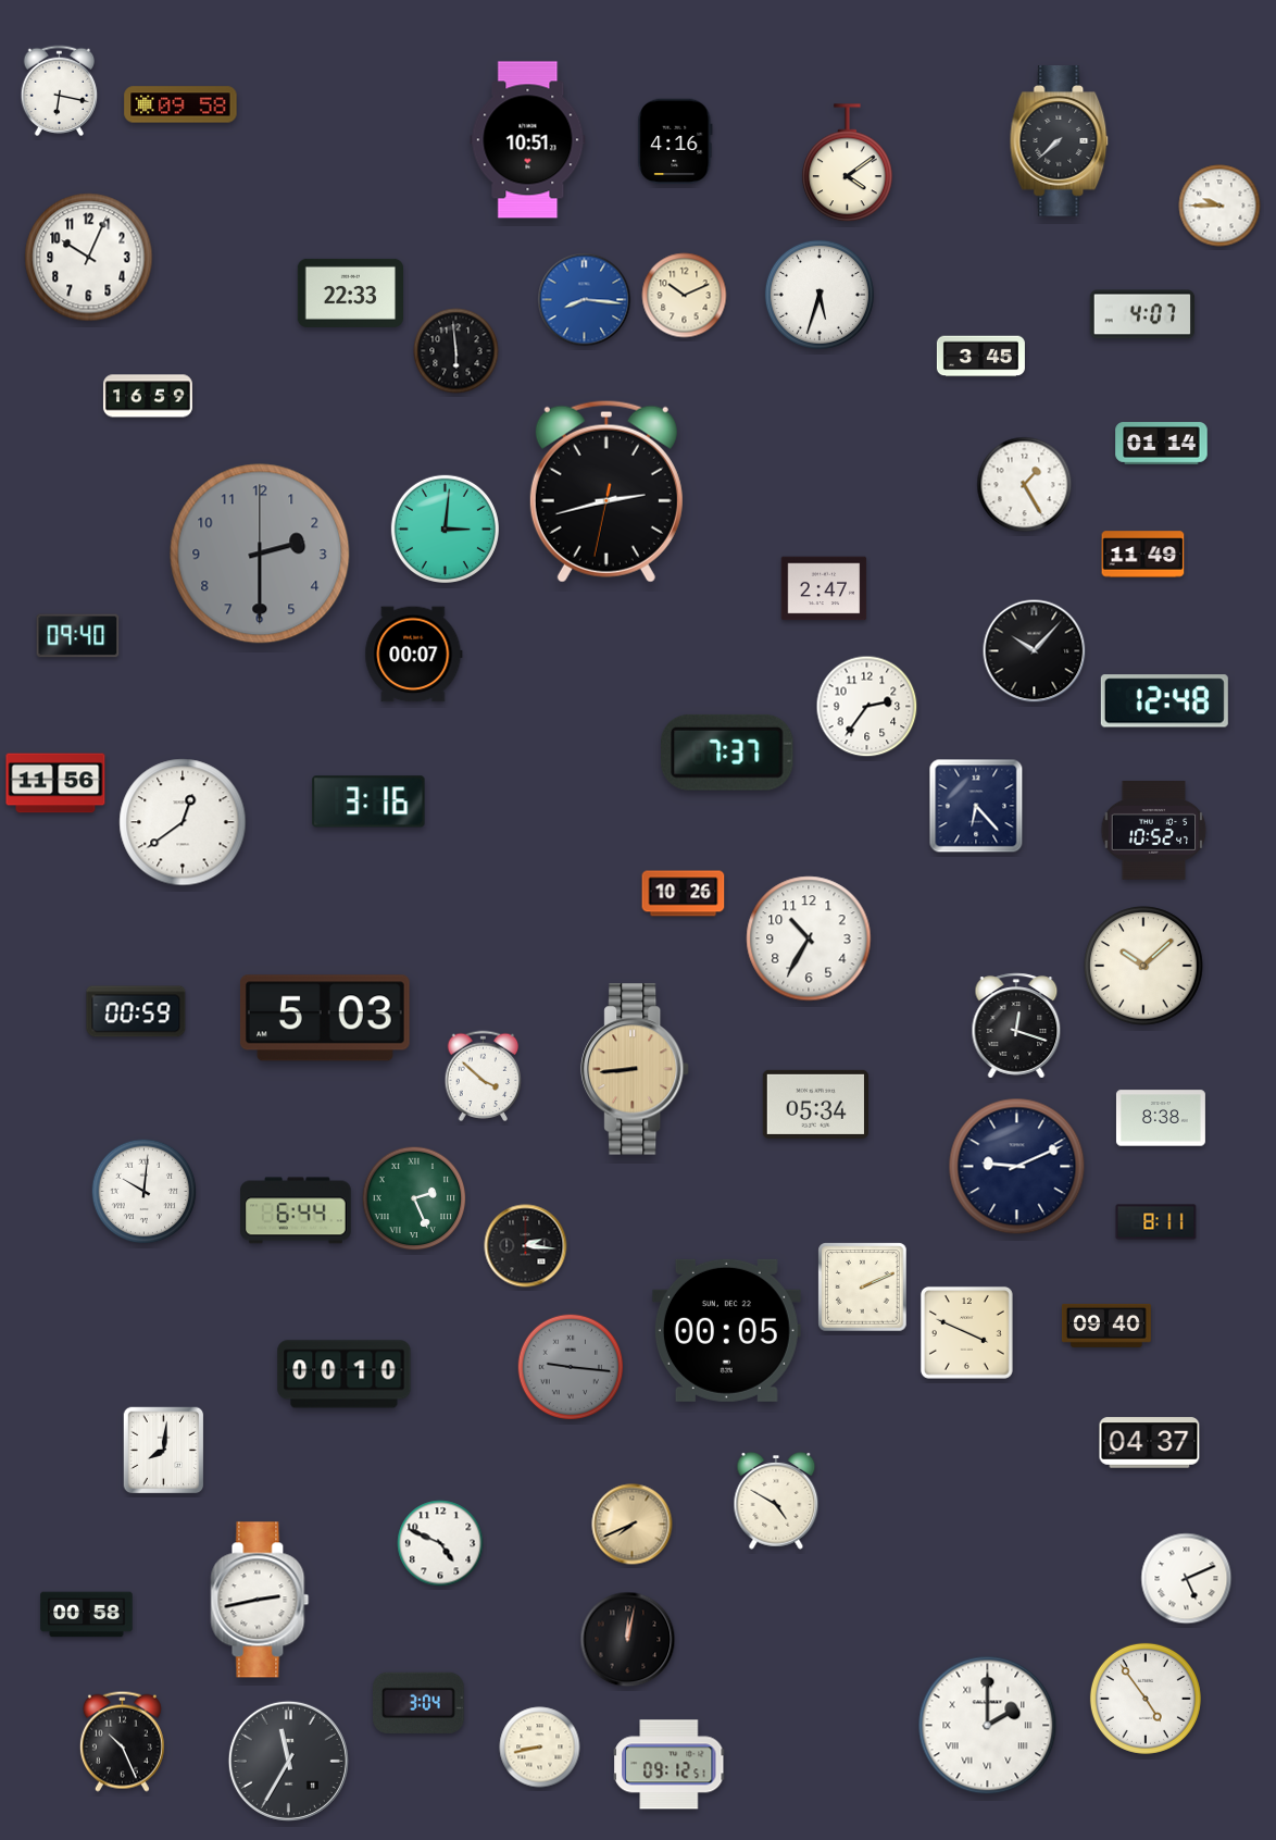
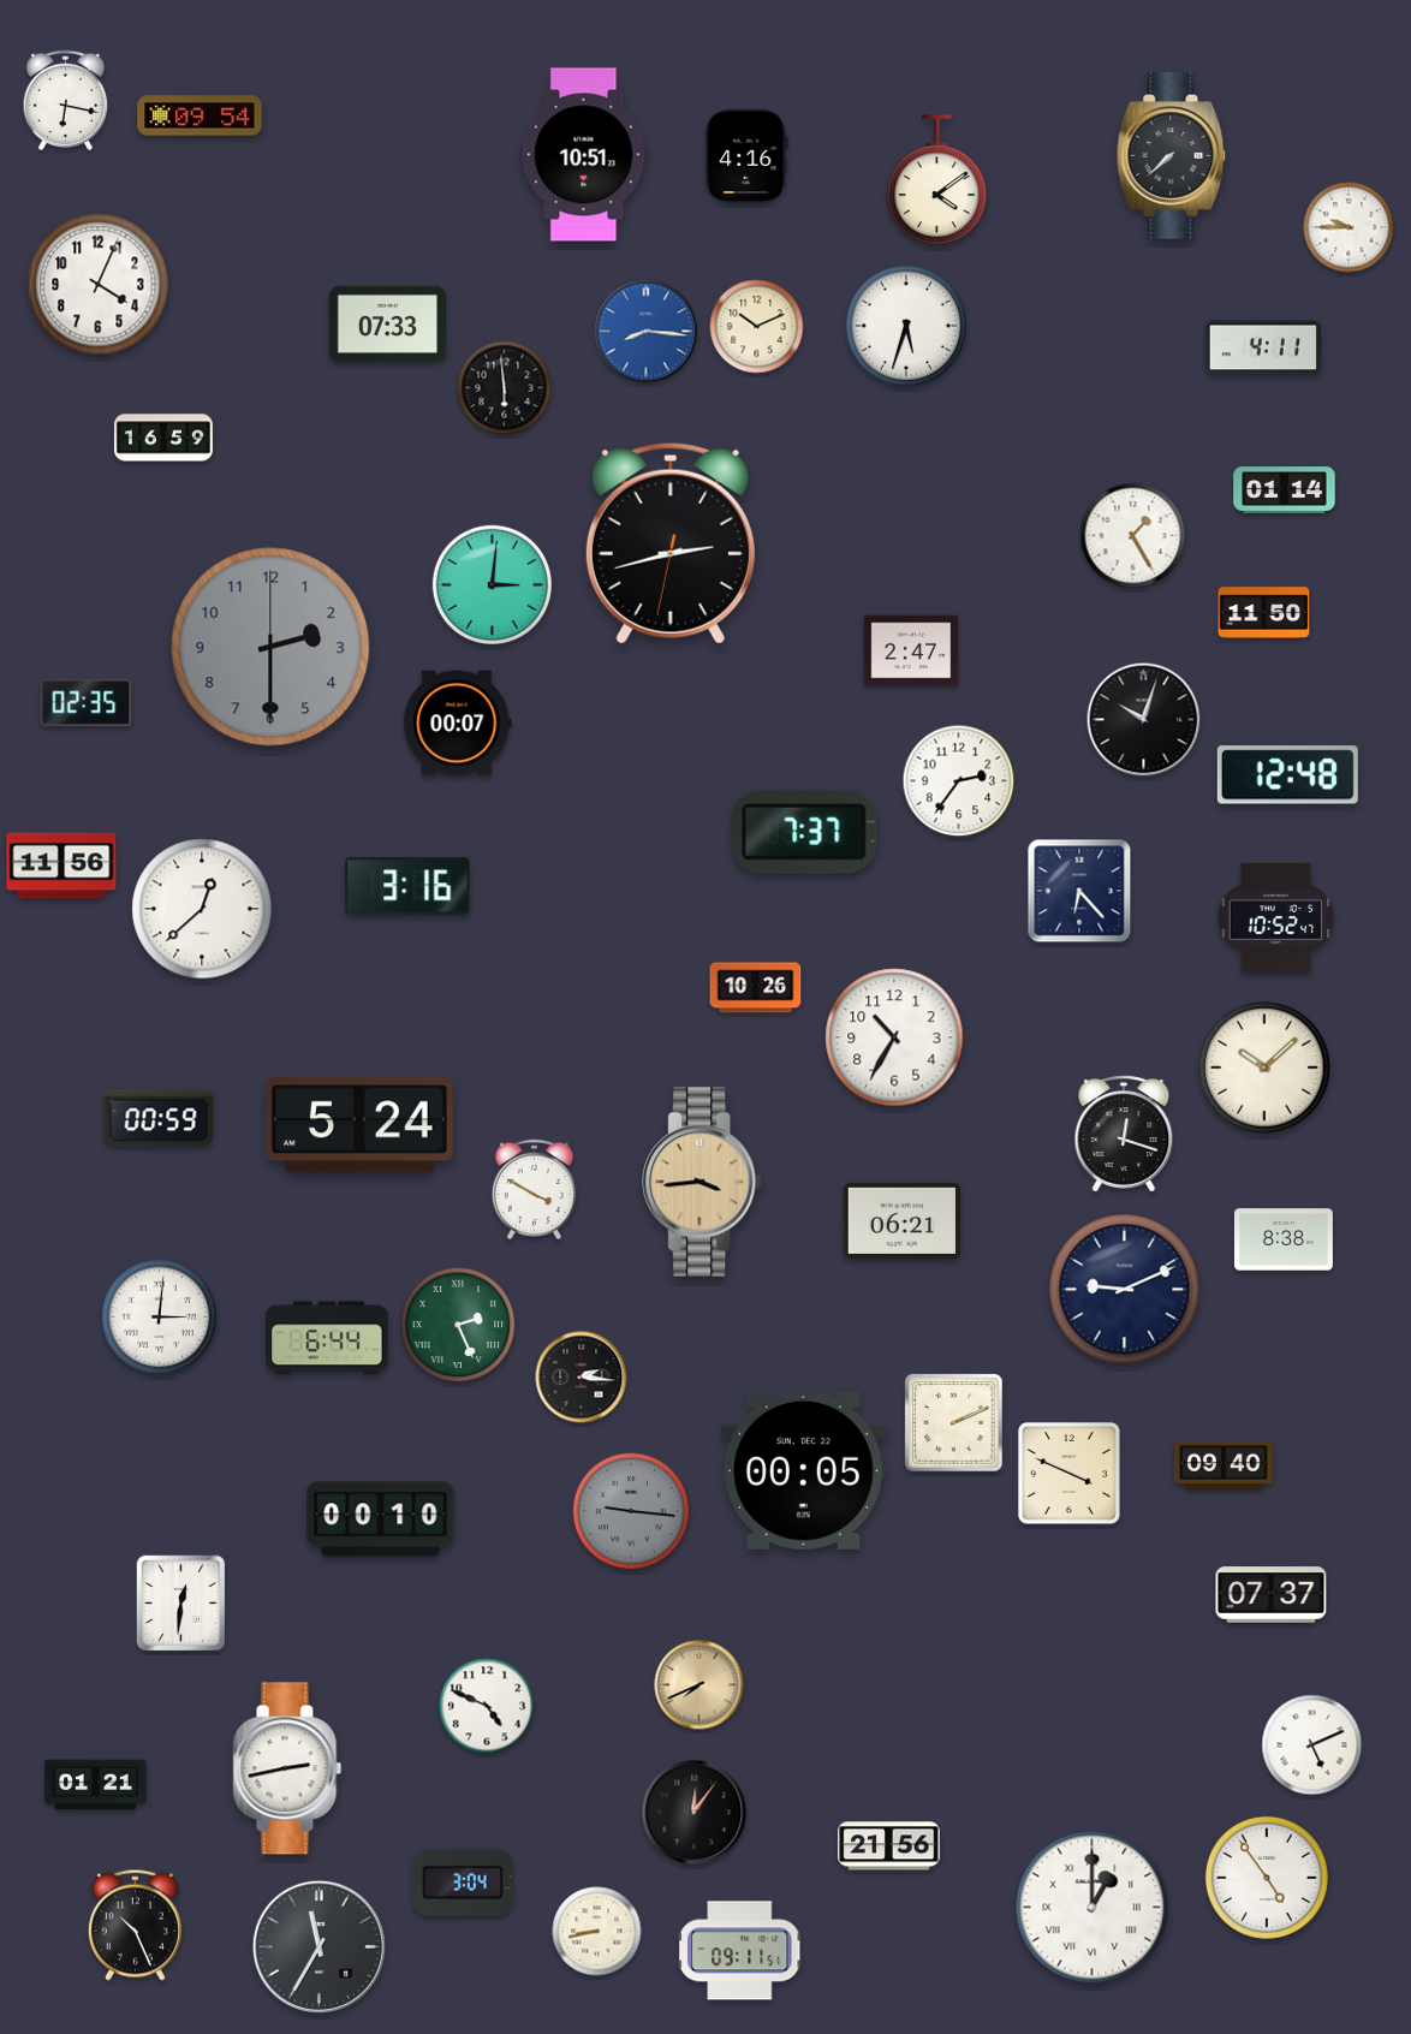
clock at (180, 104): 09:58 -> 09:54
clock at (89, 258): 10:04 -> 4:04
clock at (350, 293): 22:33 -> 07:33
clock at (1142, 314): 4:07 -> 4:11
clock at (980, 357): 3:45 -> none
clock at (260, 554) position: (260, 554) -> (270, 647)
clock at (1143, 555): 11:49 -> 11:50
clock at (78, 636): 09:40 -> 02:35
clock at (1035, 651): 10:07 -> 10:03
clock at (183, 822): 12:39 -> 12:38
clock at (136, 1011) position: (136, 1011) -> (159, 1118)
clock at (325, 1018): 5:03 -> 5:24
clock at (636, 1069): 8:44 -> 3:44
clock at (484, 1077): 3:52 -> 3:50
clock at (815, 1104): 05:34 -> 06:21
clock at (1161, 1118) position: (1161, 1118) -> (1284, 1239)
clock at (145, 1192): 10:01 -> 3:01
clock at (1156, 1222): 8:11 -> none
clock at (1150, 1443): 04:37 -> 07:37
clock at (164, 1451): 8:01 -> 12:31
clock at (776, 1501): 4:50 -> none
clock at (87, 1615): 00:58 -> 01:21
clock at (628, 1640): 12:02 -> 12:06
clock at (889, 1846): none -> 21:56
clock at (988, 1726): 2:00 -> 1:00
clock at (671, 1765): 09:12 -> 09:11
